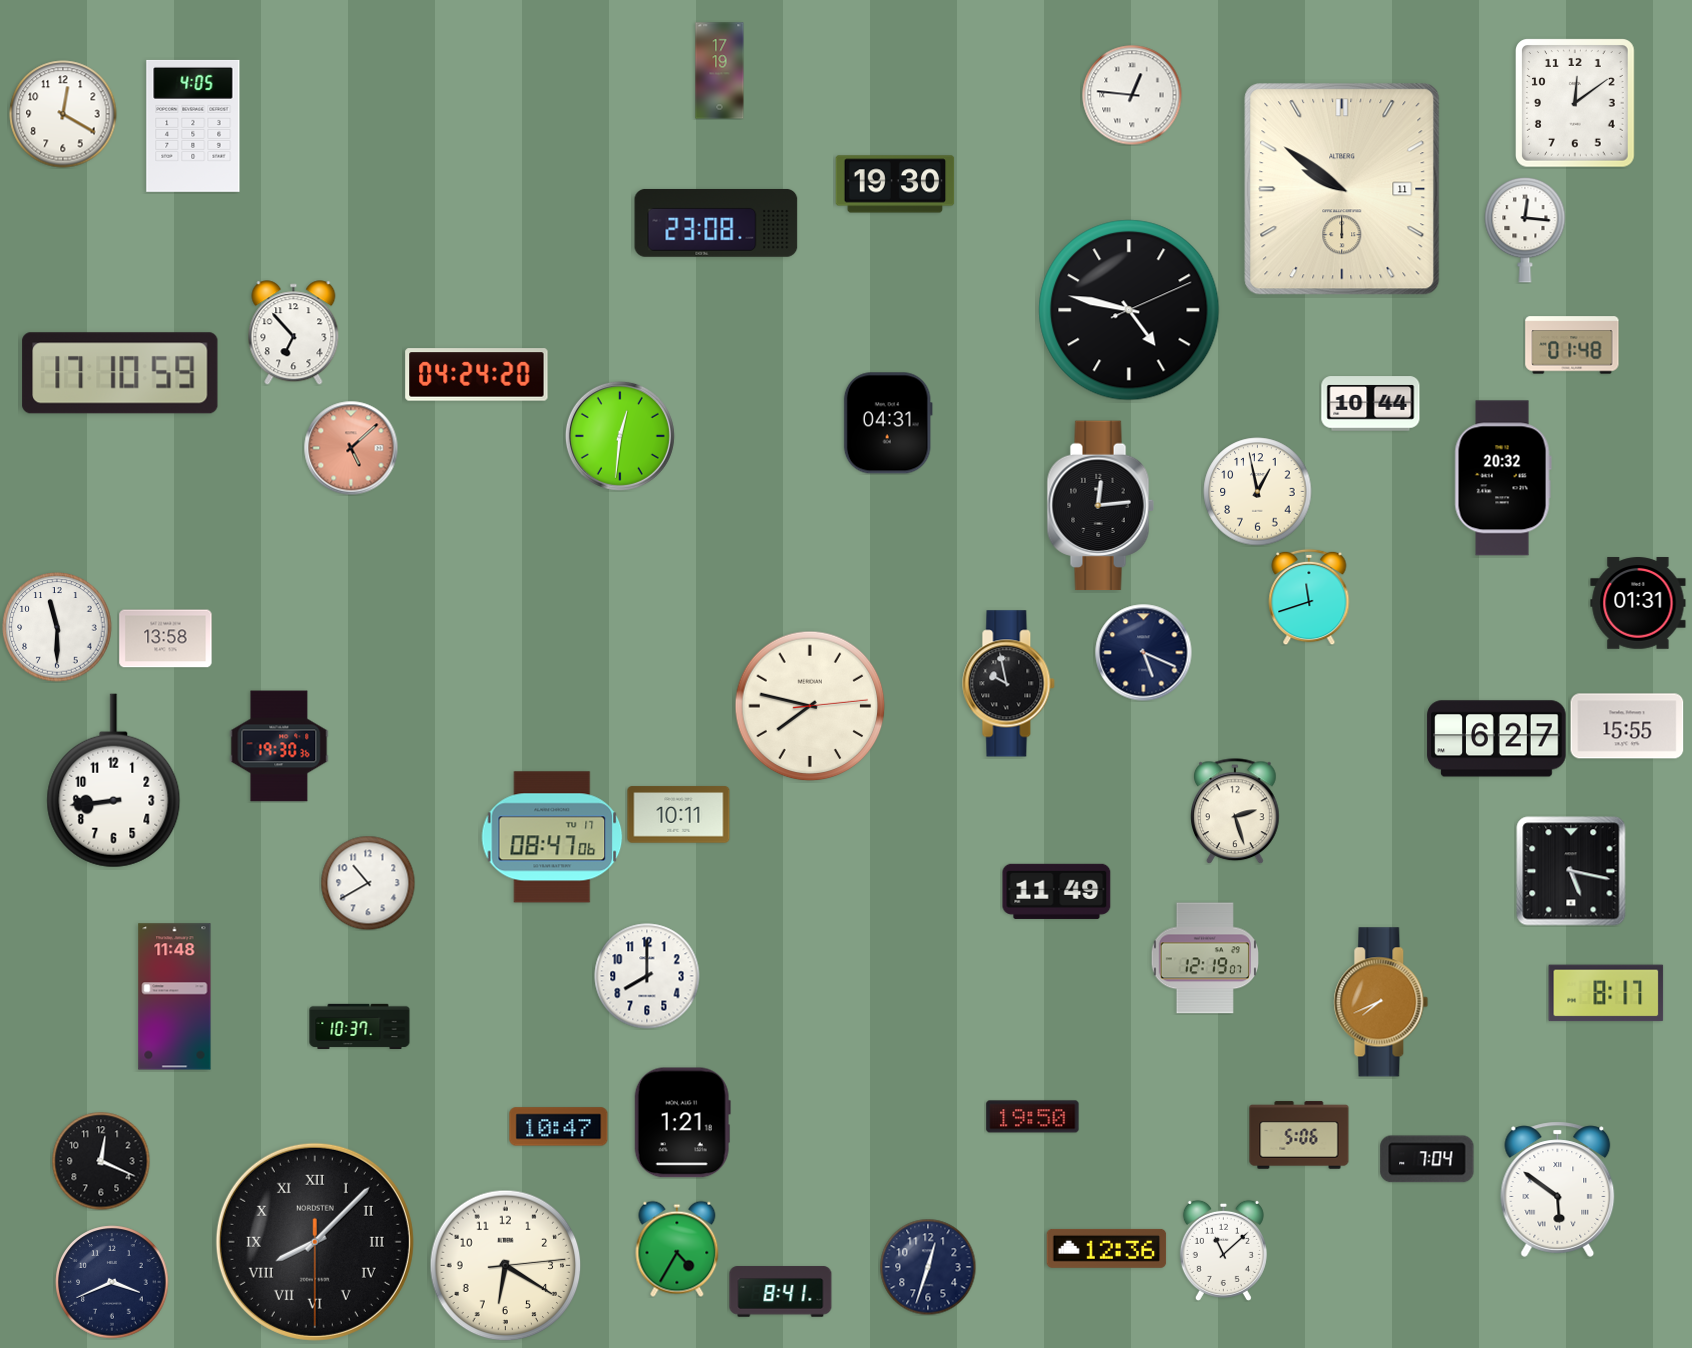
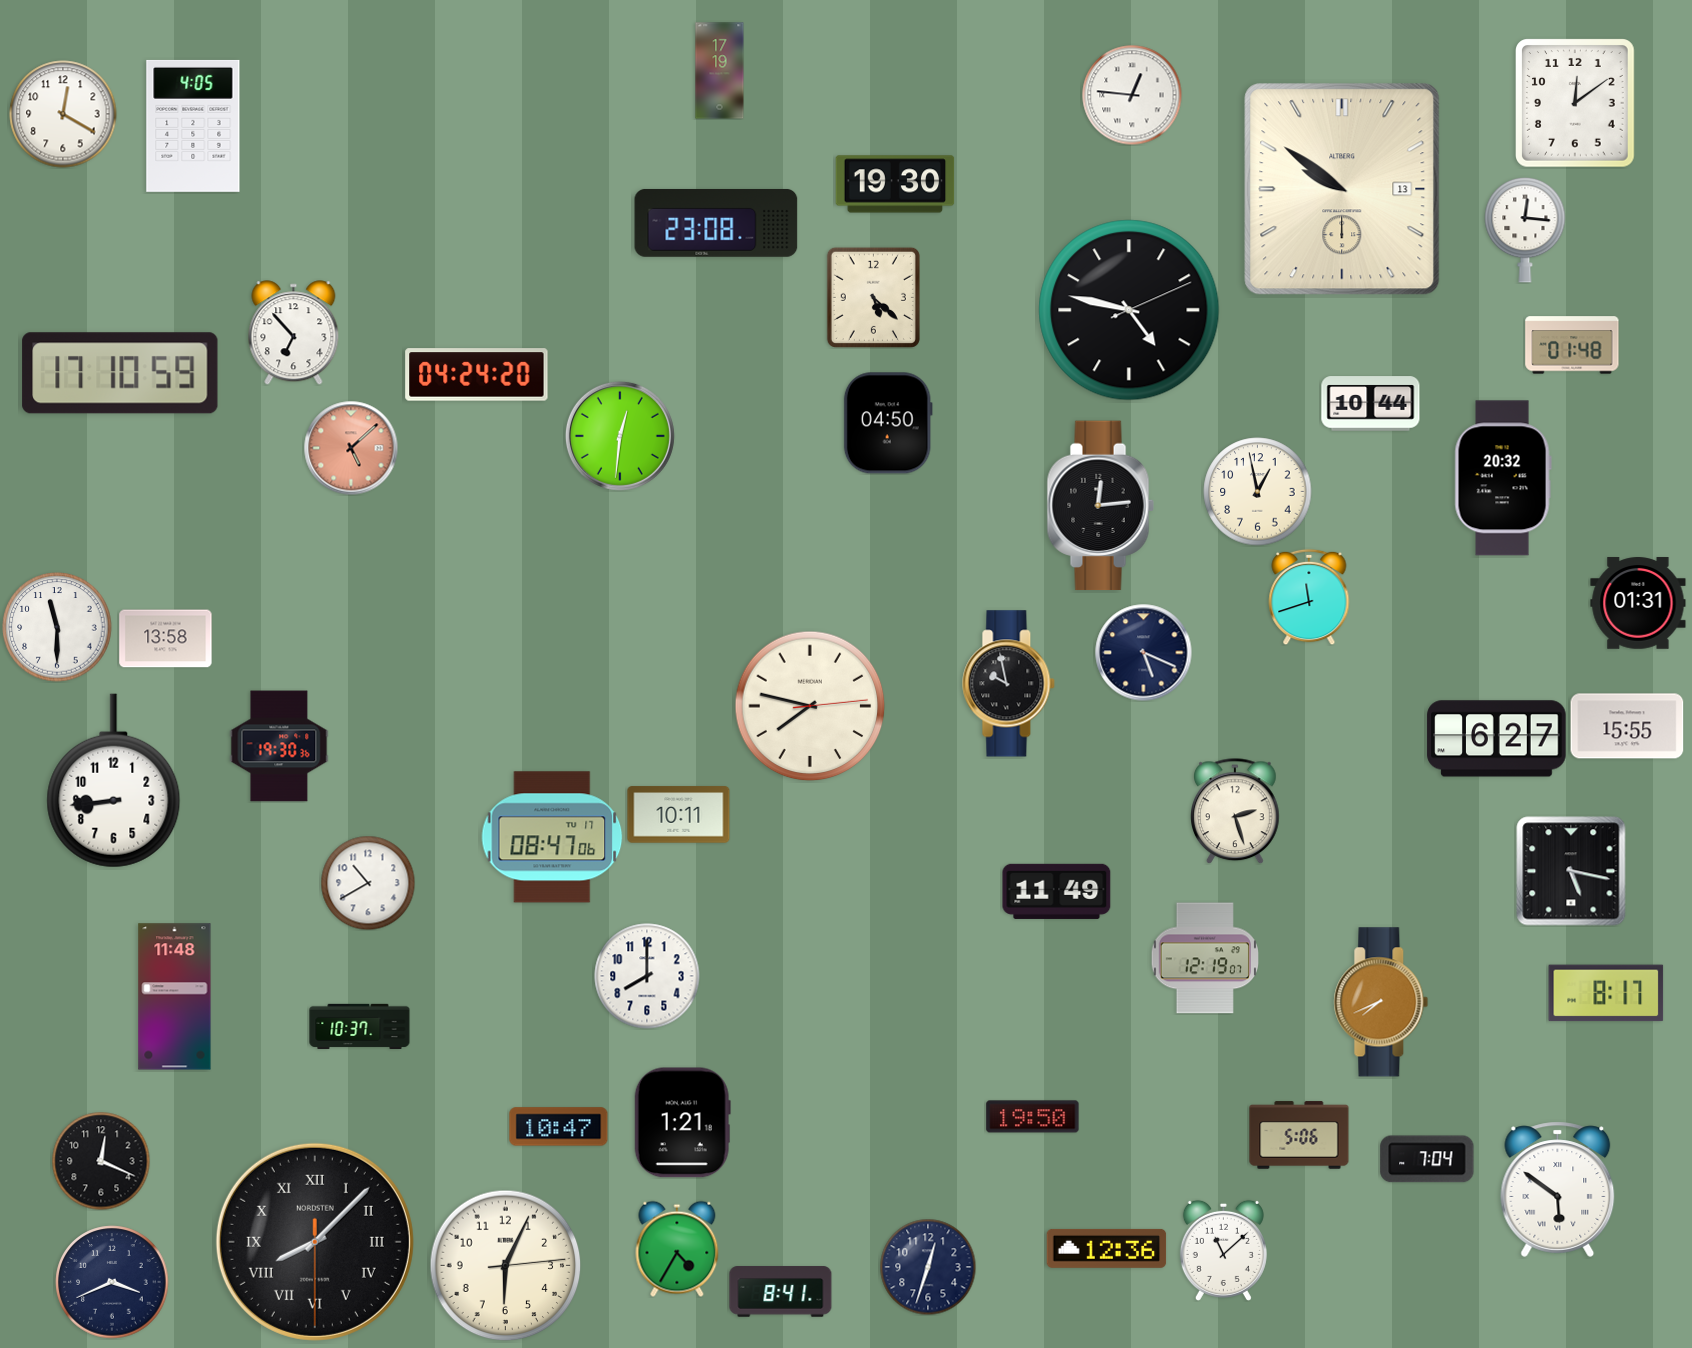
clock at (1342, 189) date: 11 -> 13
clock at (873, 297): none -> 5:22
clock at (888, 423): 04:31 -> 04:50
clock at (506, 1266): 6:20 -> 6:04
